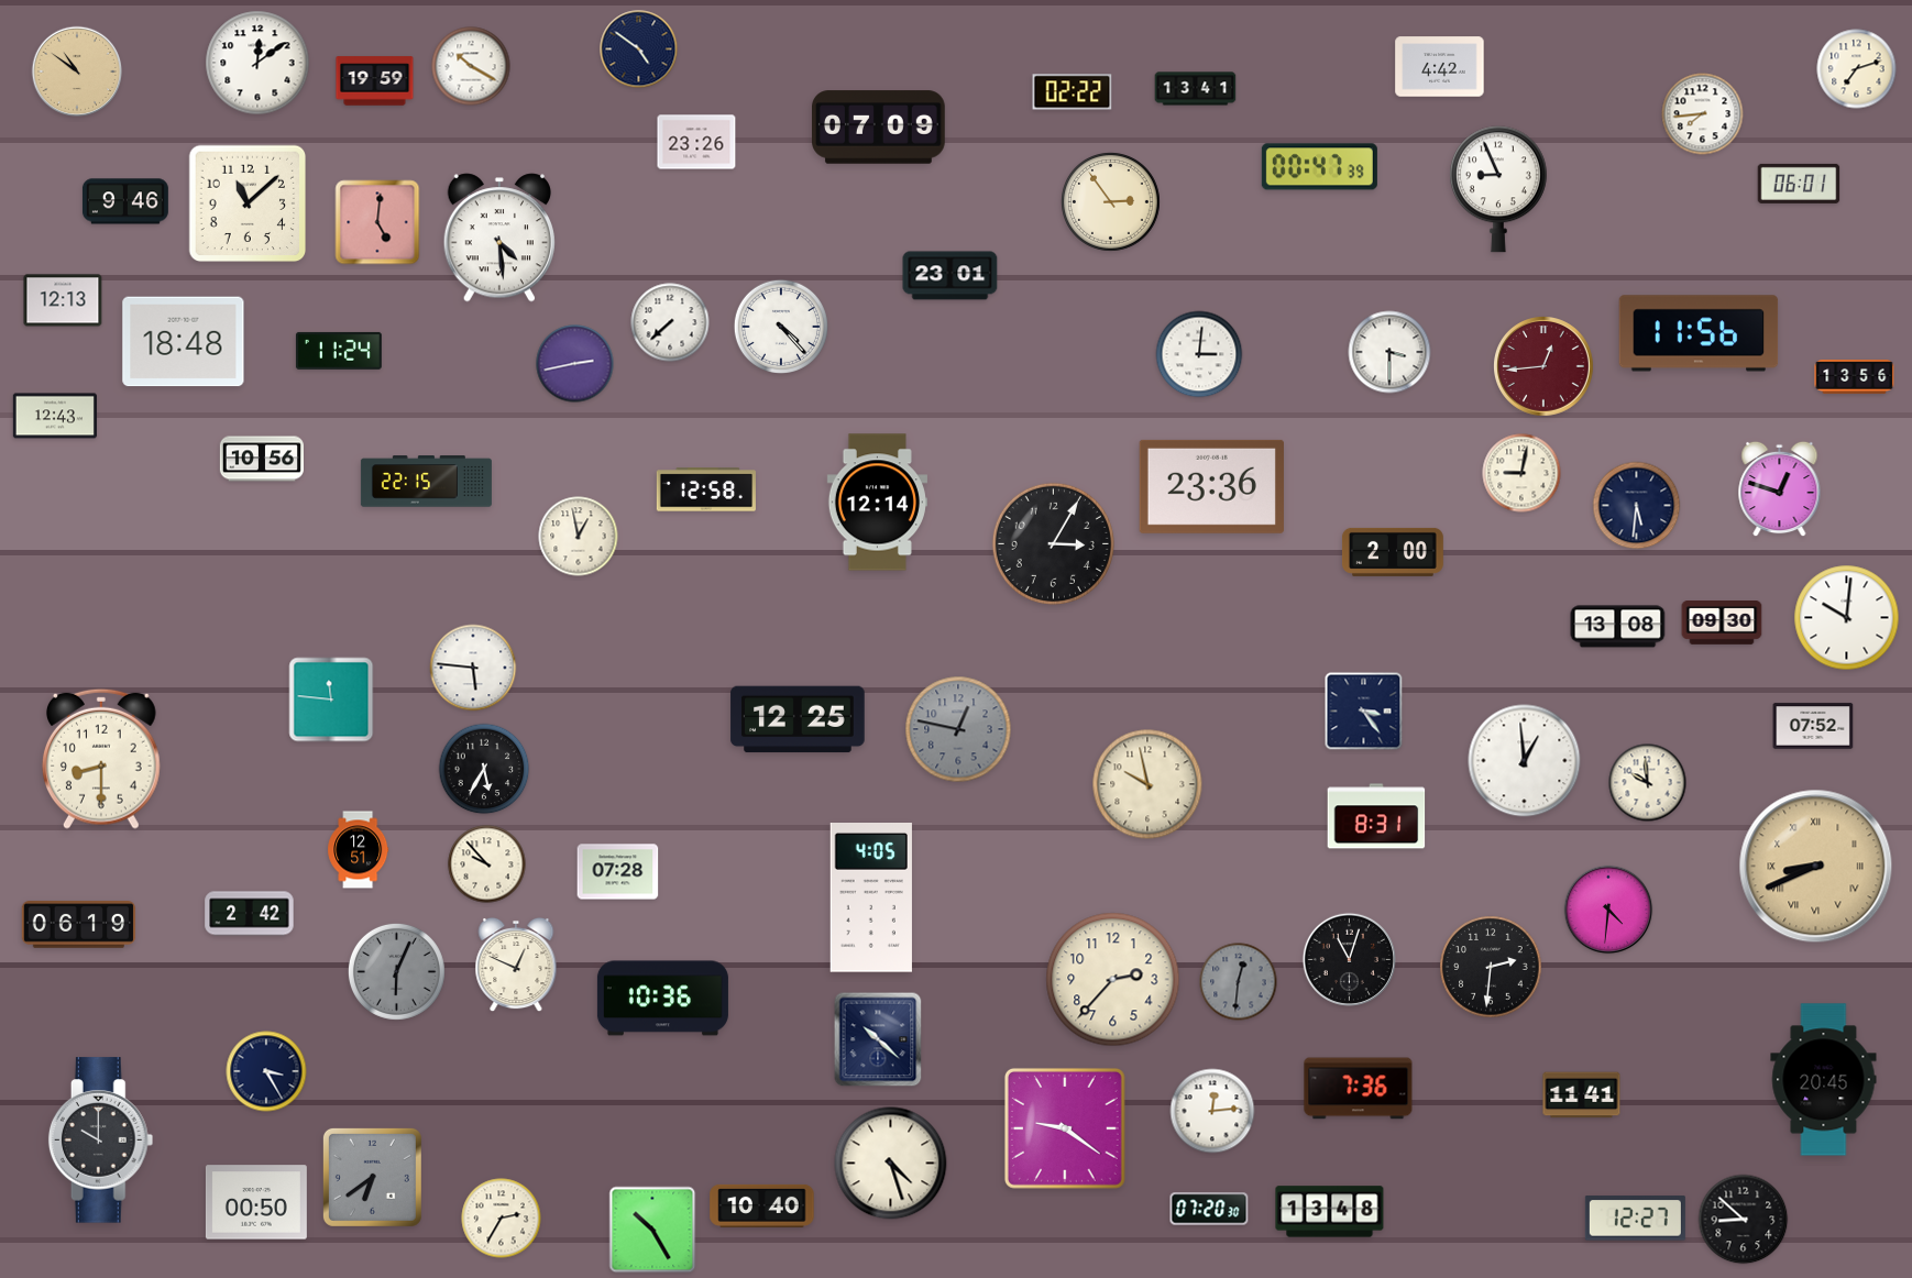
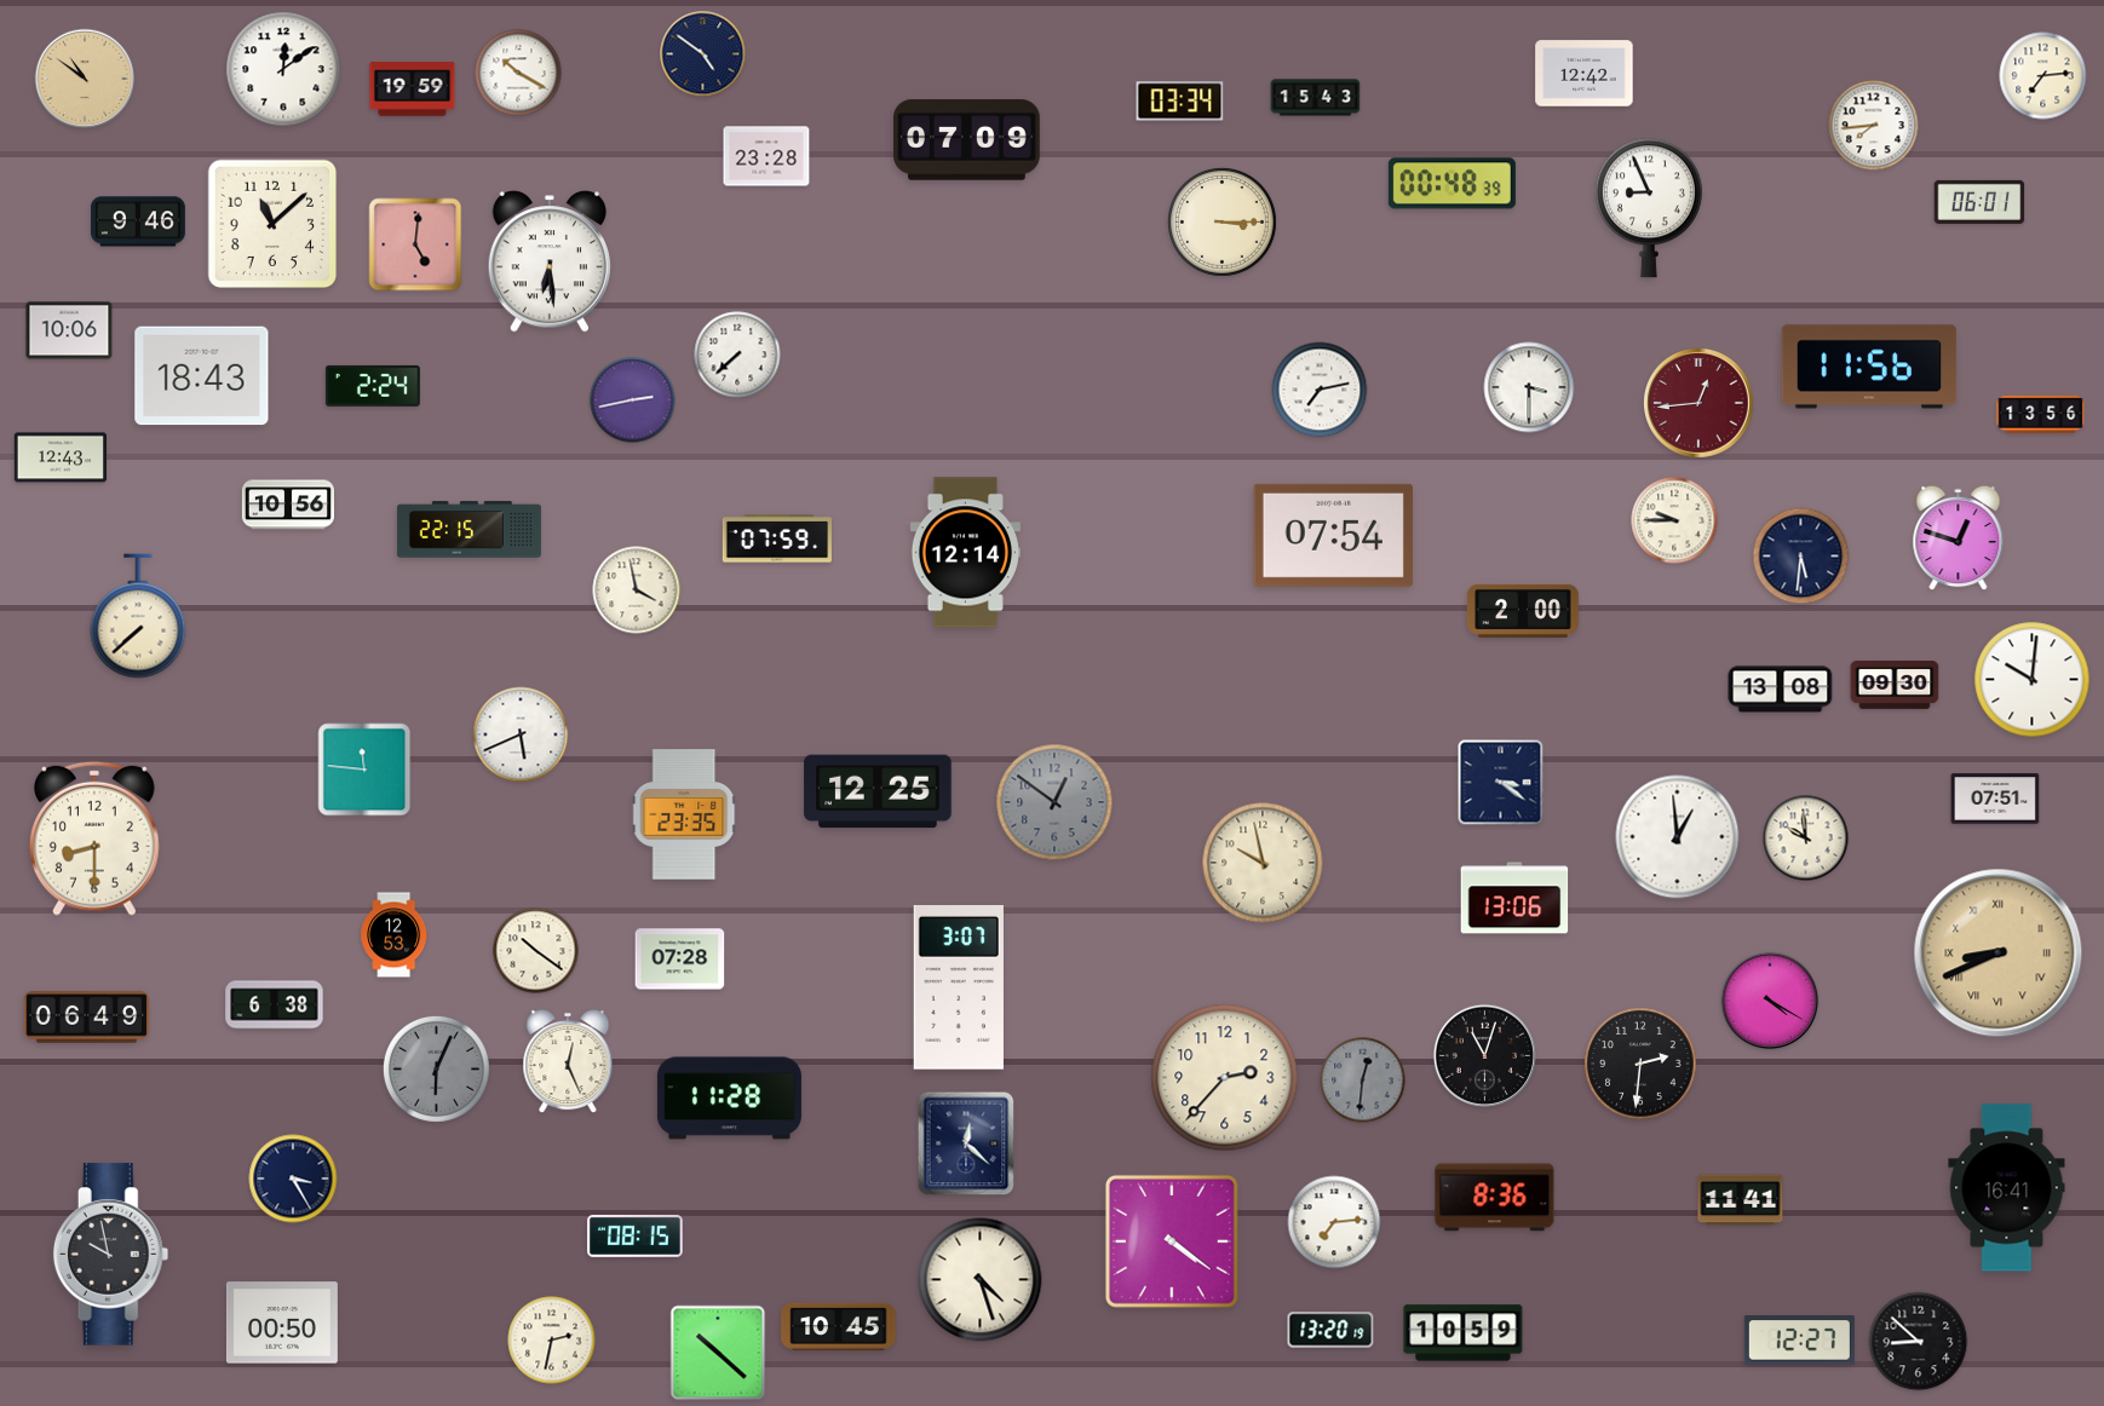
clock at (1440, 67): 4:42 -> 12:42
clock at (1857, 69): 7:12 -> 7:14
clock at (1196, 89): 13:41 -> 15:43
clock at (1073, 92): 02:22 -> 03:34
clock at (696, 142): 23:26 -> 23:28
clock at (1319, 167): 00:47 -> 00:48
clock at (1111, 202): 2:54 -> 3:15
clock at (498, 238): 4:29 -> 6:29
clock at (950, 276): 23:01 -> none
clock at (63, 300): 12:13 -> 10:06
clock at (780, 326): 4:23 -> none
clock at (184, 342): 18:48 -> 18:43
clock at (339, 351): 11:24 -> 2:24
clock at (1199, 354): 3:01 -> 7:13
clock at (1521, 473): 9:02 -> 9:45
clock at (1211, 486): 23:36 -> 07:54
clock at (706, 489): 12:58 -> 07:59
clock at (579, 537): 12:58 -> 3:58
clock at (1053, 543): 3:05 -> none
clock at (1393, 552) position: (1393, 552) -> (1523, 611)
clock at (138, 616): none -> 7:38
clock at (473, 668): 5:46 -> 5:41
clock at (1364, 712): 3:24 -> 3:21
clock at (1813, 726): 07:52 -> 07:51
clock at (958, 729): 12:47 -> 12:51
clock at (685, 814): none -> 23:35
clock at (101, 759) position: (101, 759) -> (94, 839)
clock at (484, 769): 5:35 -> none
clock at (1648, 783) position: (1648, 783) -> (1806, 839)
clock at (1376, 816): 8:31 -> 13:06
clock at (359, 850): 12:51 -> 12:53
clock at (487, 864): 9:53 -> 10:21
clock at (871, 899): 4:05 -> 3:07
clock at (1608, 910): 4:31 -> 4:20
clock at (250, 914): 2:42 -> 6:38
clock at (79, 925): 06:19 -> 06:49
clock at (516, 965): 12:49 -> 12:26
clock at (662, 999): 10:36 -> 11:28
clock at (878, 1039): 10:22 -> 12:22
clock at (1824, 1080): 20:45 -> 16:41
clock at (1359, 1089): 7:36 -> 8:36
clock at (1582, 1095) position: (1582, 1095) -> (1741, 1200)
clock at (1212, 1111): 12:14 -> 7:14
clock at (636, 1235): none -> 08:15
clock at (1065, 1128): 9:21 -> 4:21
clock at (101, 1141): 10:00 -> 9:58
clock at (372, 1177): 6:39 -> none
clock at (762, 1205): 10:40 -> 10:45
clock at (1209, 1209): 07:20 -> 13:20
clock at (1330, 1212): 13:48 -> 10:59
clock at (502, 1219): 2:35 -> 2:32
clock at (652, 1230): 10:25 -> 10:22
